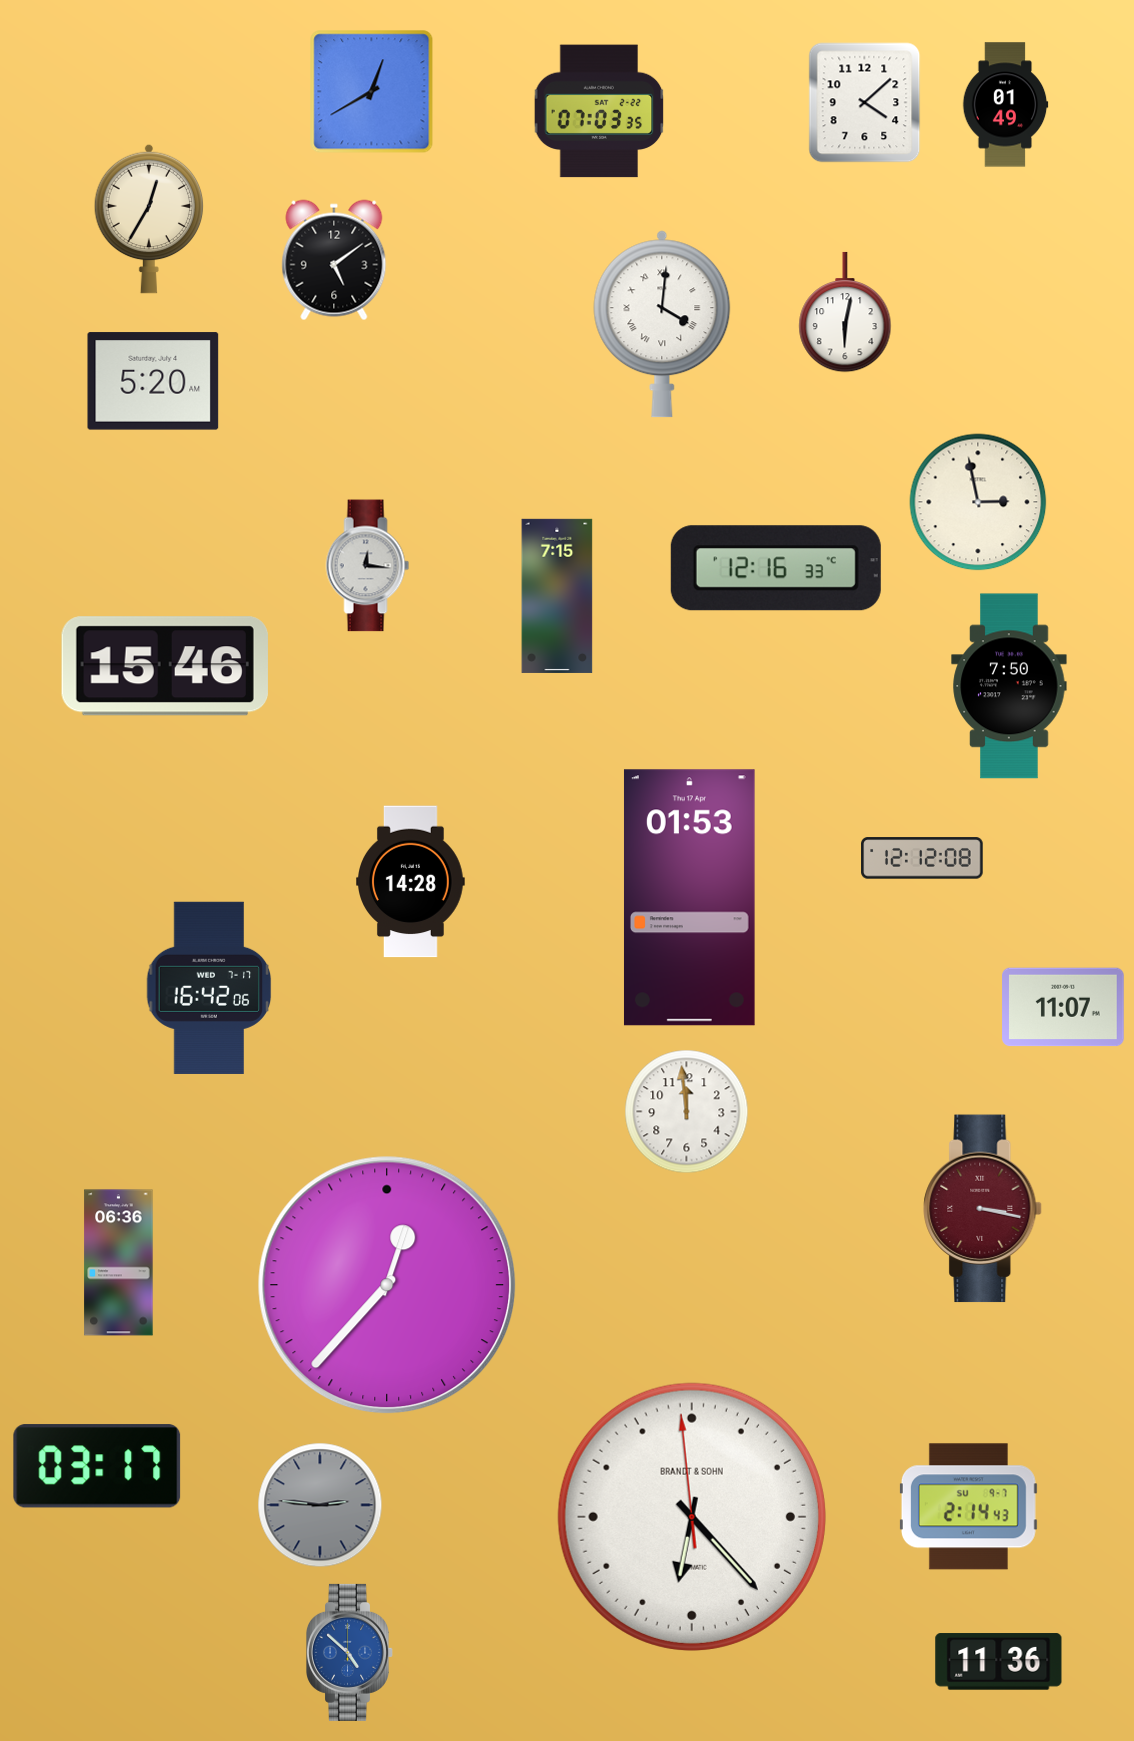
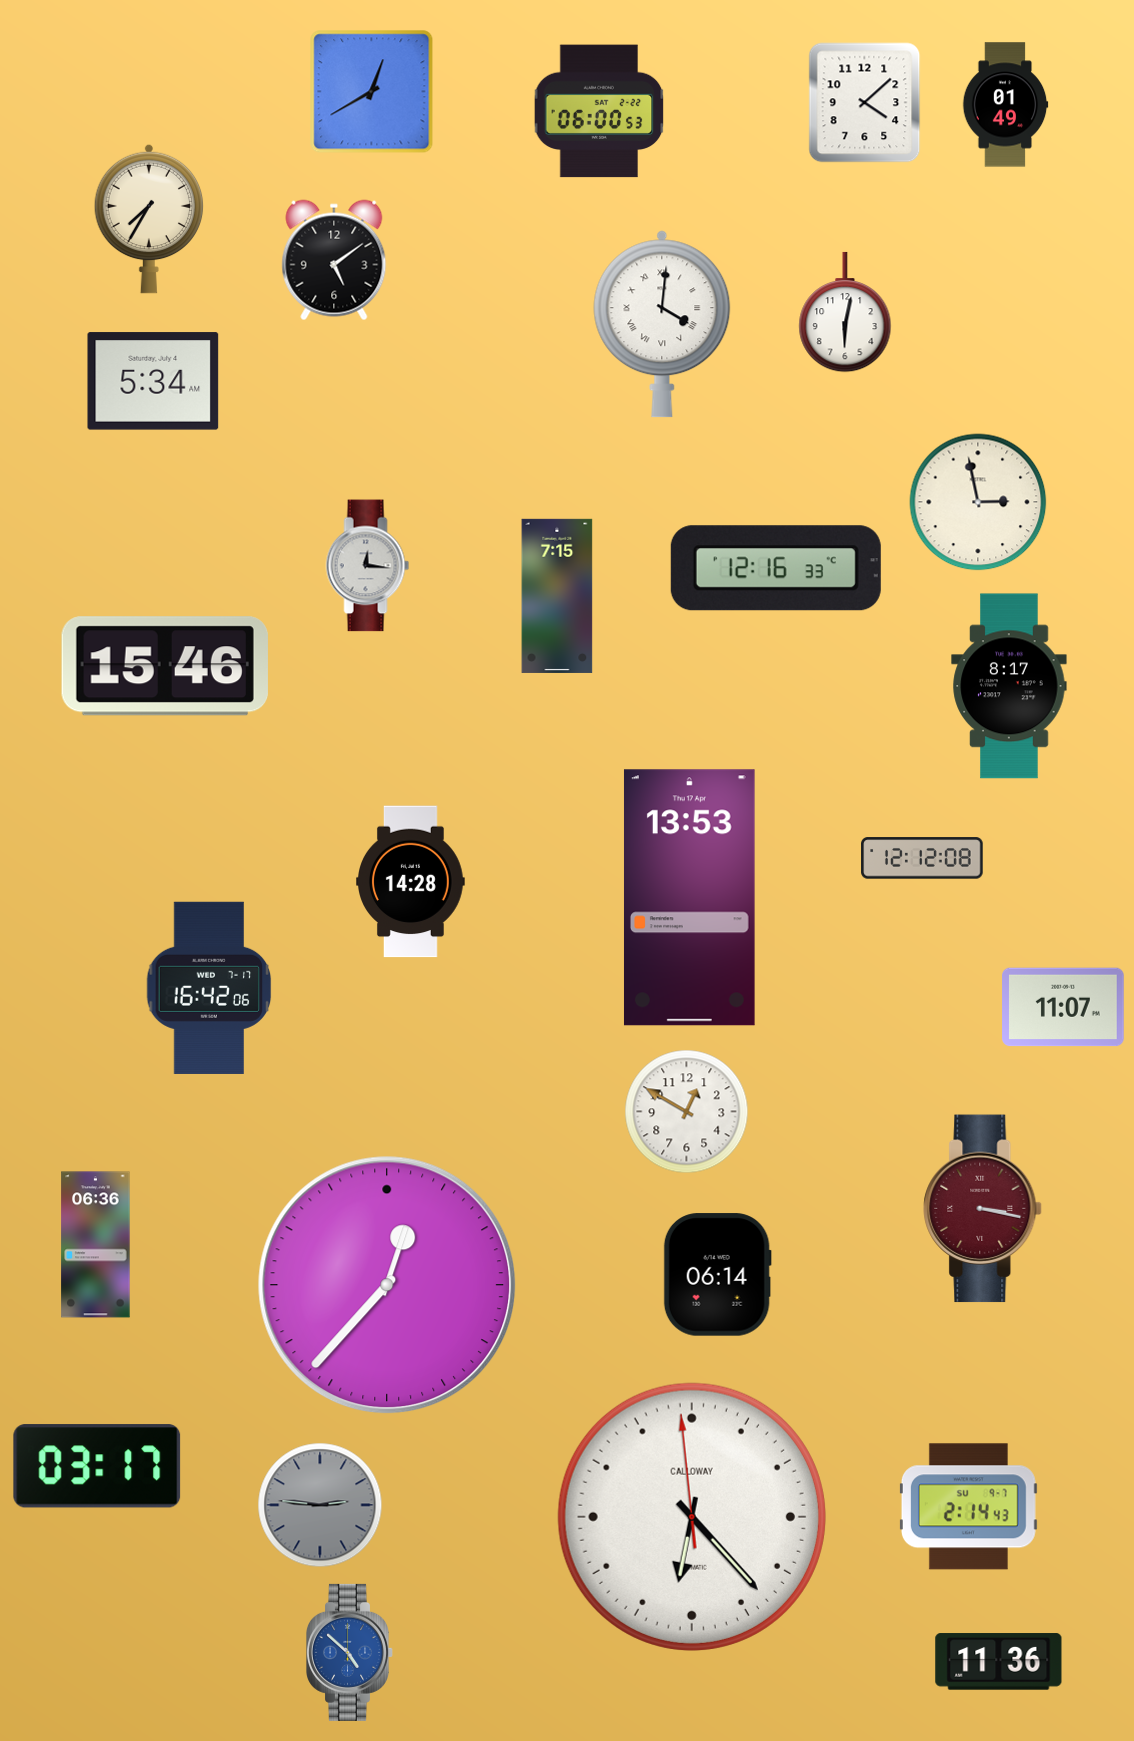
clock at (599, 111): 07:03 -> 06:00
clock at (149, 219): 12:35 -> 7:35
clock at (153, 381): 5:20 -> 5:34
clock at (1009, 686): 7:50 -> 8:17
clock at (689, 898): 01:53 -> 13:53
clock at (687, 1112): 11:59 -> 12:50
clock at (119, 1263) position: (119, 1263) -> (96, 1245)
clock at (717, 1275): none -> 06:14
clock at (692, 1517) brand: BRANDT & SOHN -> CALLOWAY
